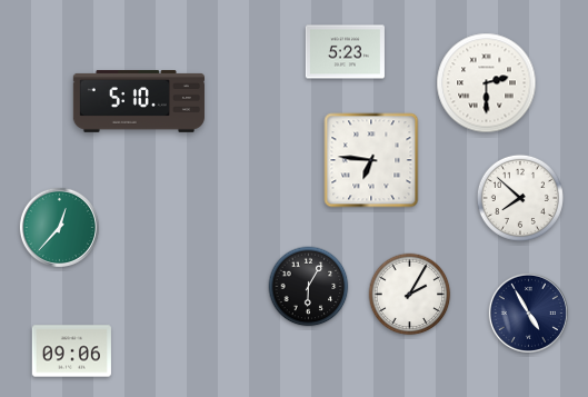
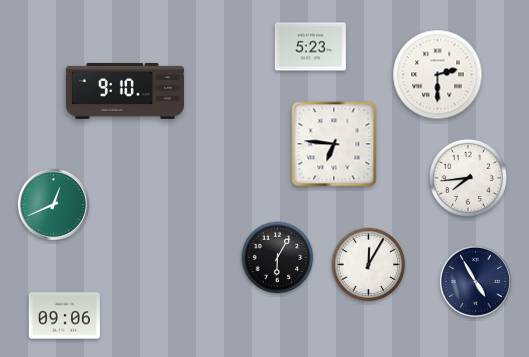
clock at (139, 101): 5:10 -> 9:10
clock at (520, 198): 7:52 -> 7:44
clock at (59, 227): 12:37 -> 12:41
clock at (410, 295): 2:05 -> 12:05
